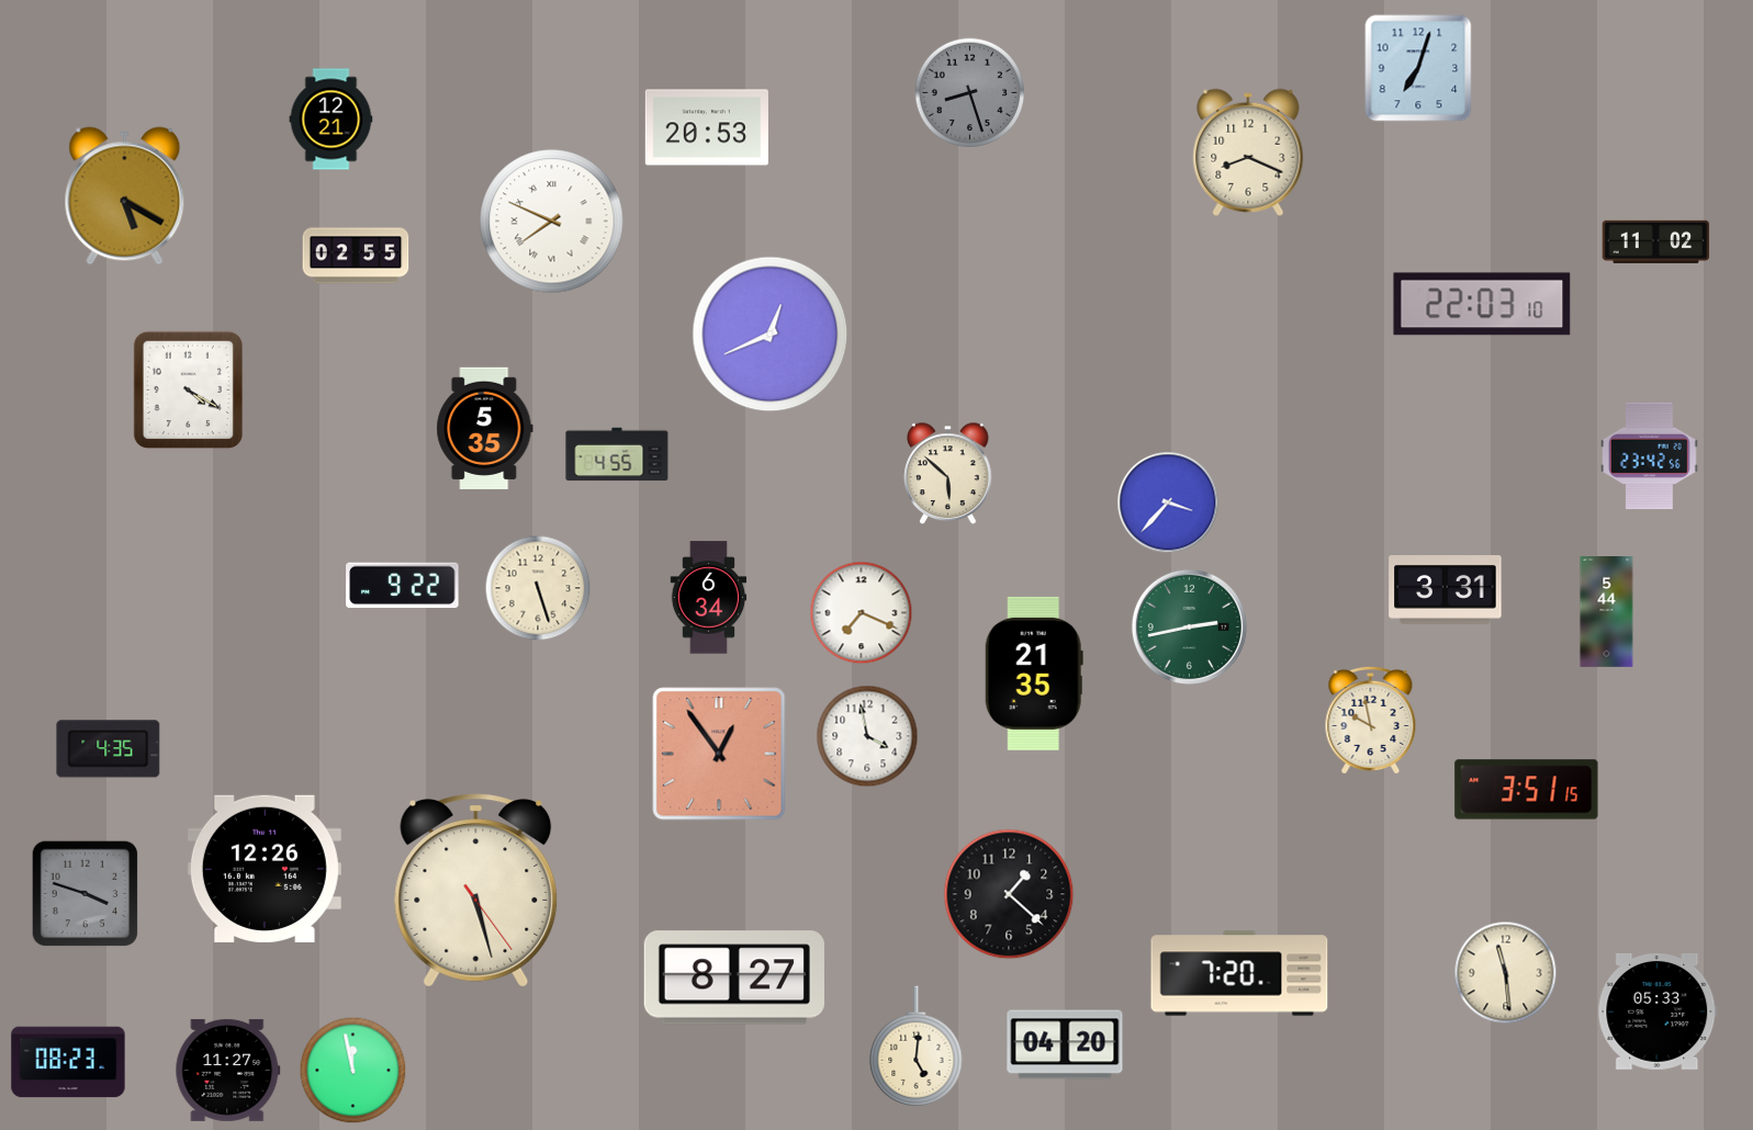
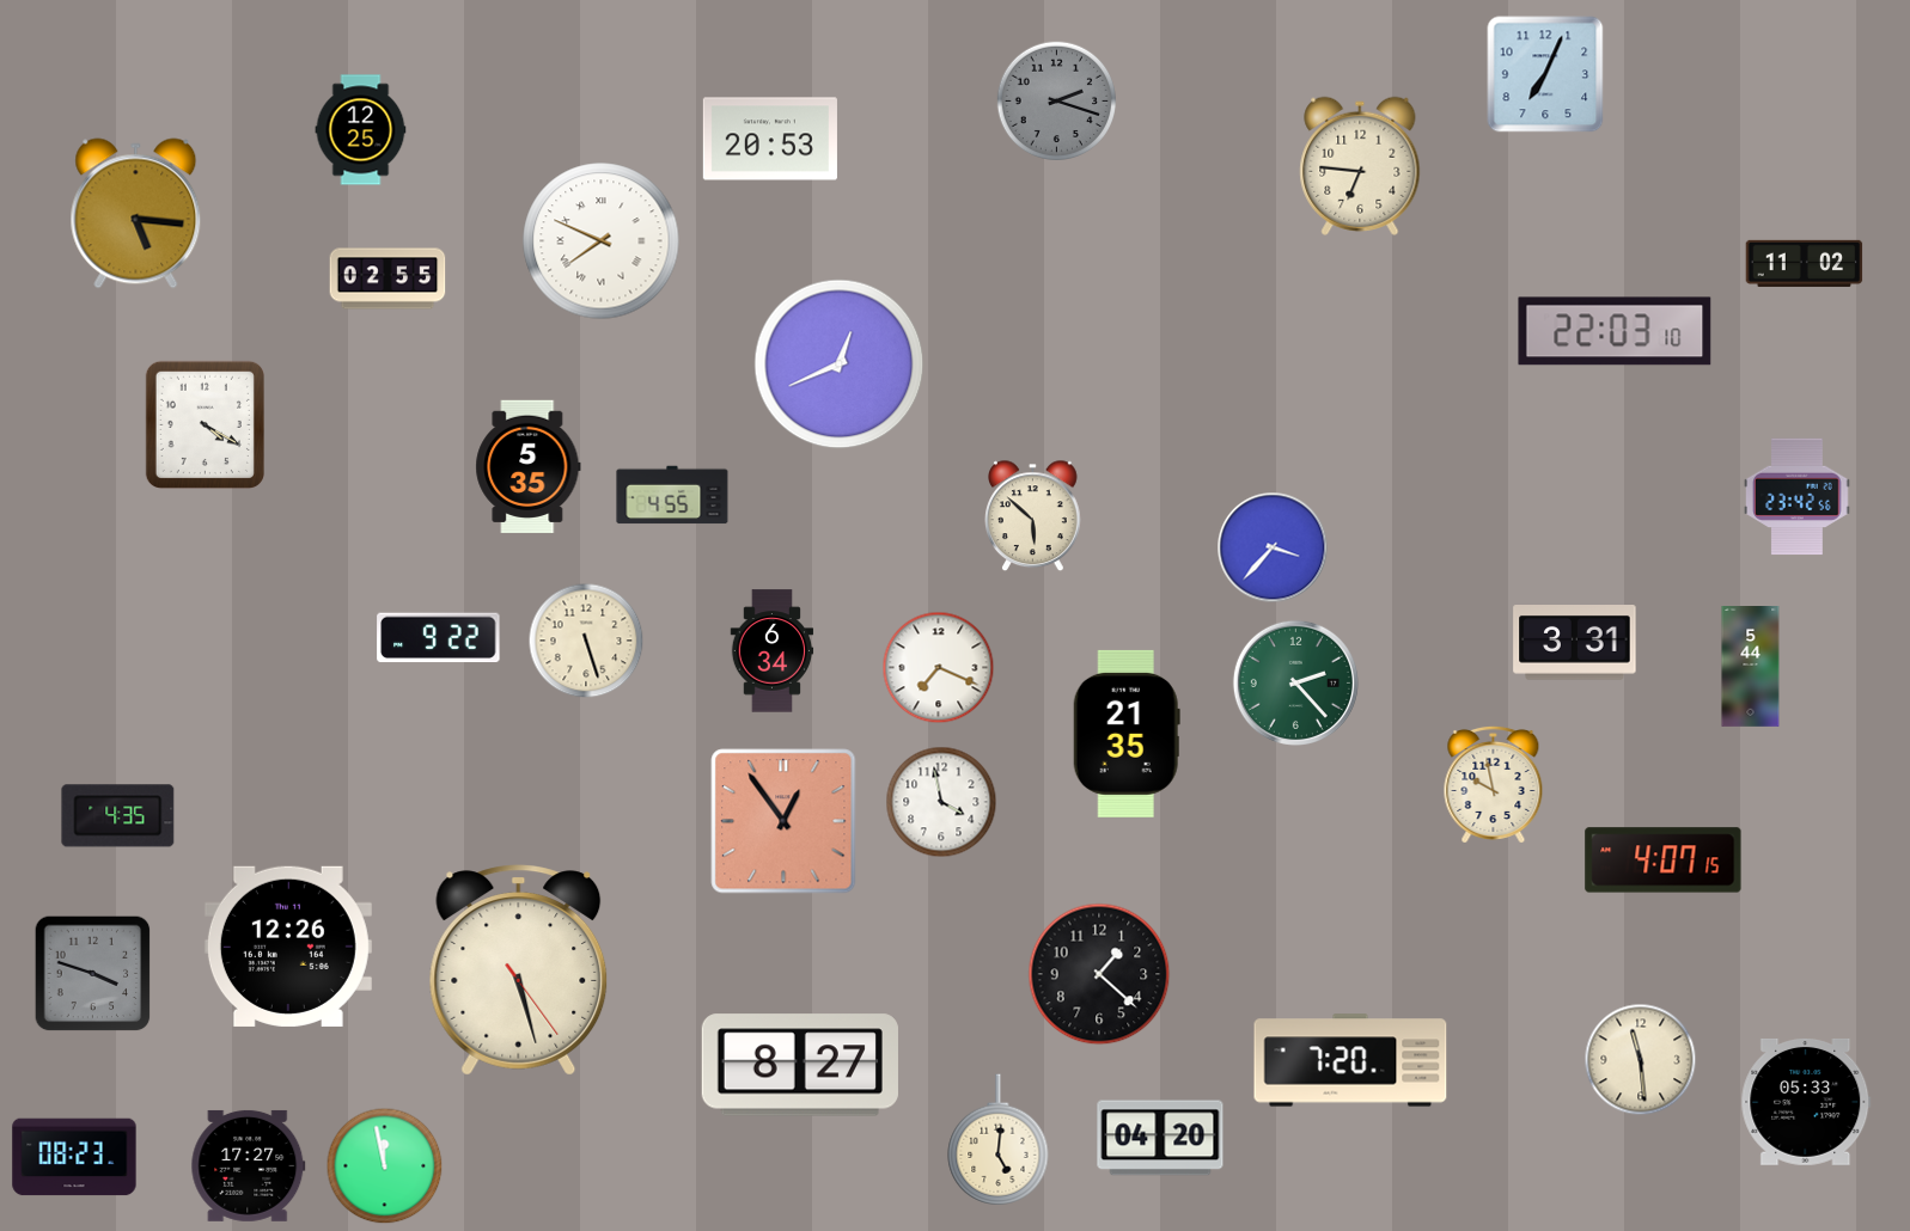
clock at (1418, 68): 7:03 -> 7:04
clock at (969, 92): 8:27 -> 2:18
clock at (332, 120): 12:21 -> 12:25
clock at (1248, 152): 8:19 -> 6:46
clock at (125, 196): 5:20 -> 5:16
clock at (1189, 626): 2:43 -> 2:23
clock at (867, 736) position: (867, 736) -> (941, 802)
clock at (1527, 790): 3:51 -> 4:07
clock at (228, 1070): 11:27 -> 17:27
